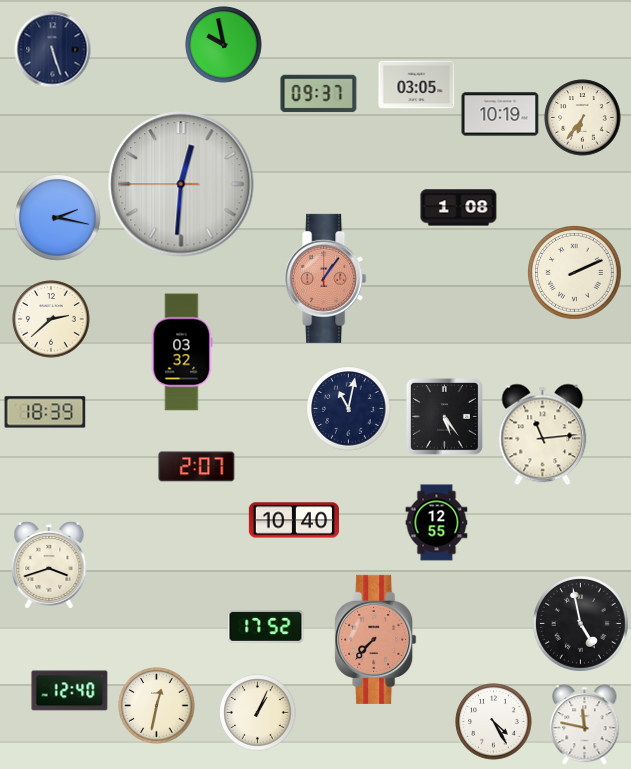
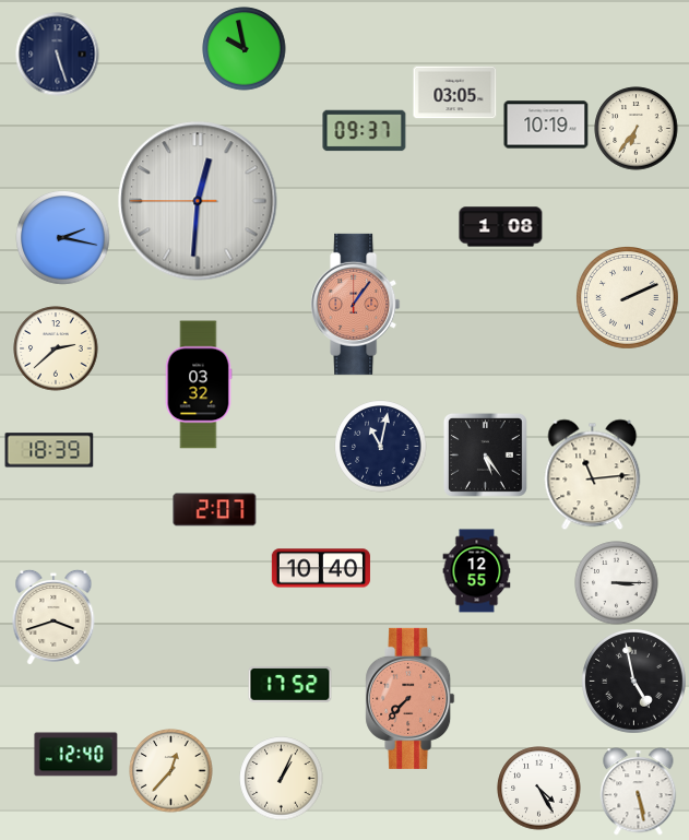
clock at (319, 94) position: (319, 94) -> (365, 131)
clock at (617, 583): none -> 3:15
clock at (157, 706): 12:32 -> 12:37
clock at (585, 725): 11:47 -> 5:28
